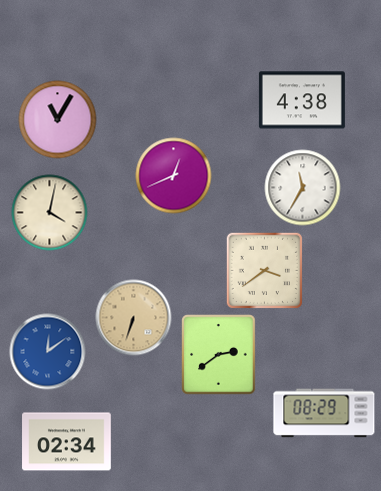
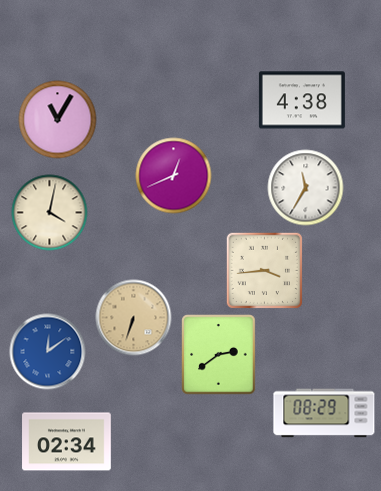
clock at (303, 188) position: (303, 188) -> (306, 188)
clock at (264, 270): 3:39 -> 3:44
